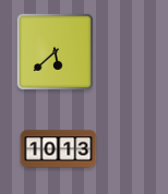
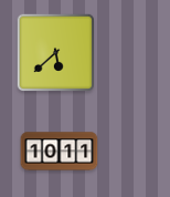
clock at (59, 149): 10:13 -> 10:11
